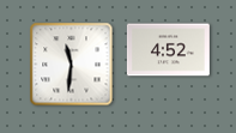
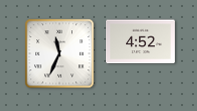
clock at (72, 65): 11:31 -> 11:34
